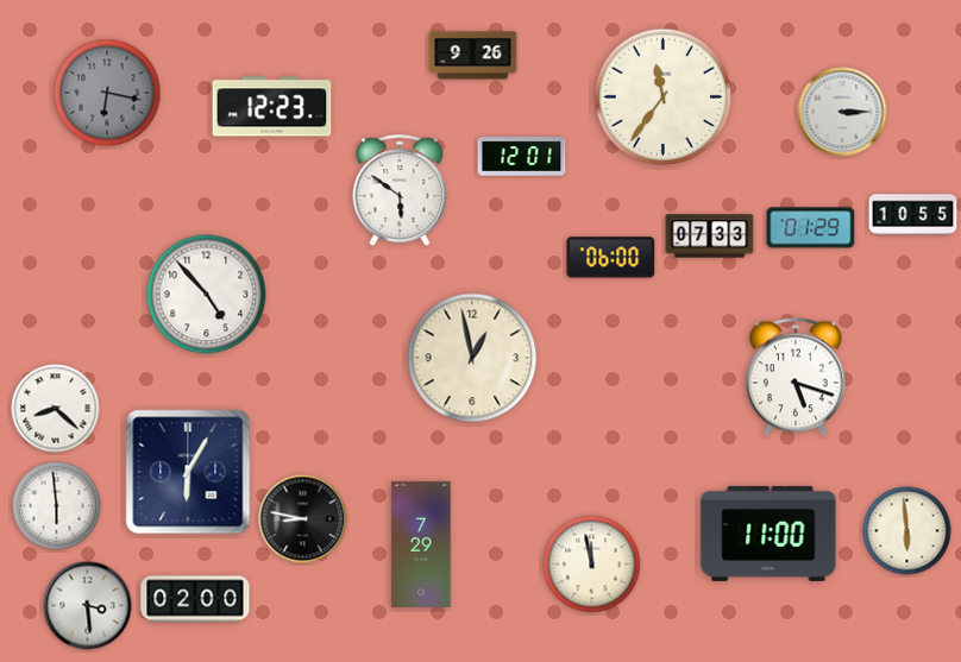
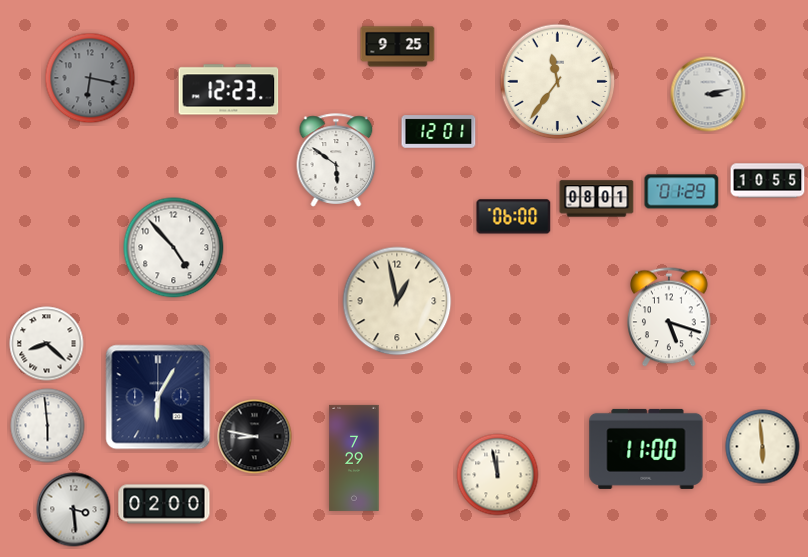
clock at (473, 56): 9:26 -> 9:25
clock at (842, 112): 3:15 -> 3:13
clock at (710, 237): 07:33 -> 08:01
